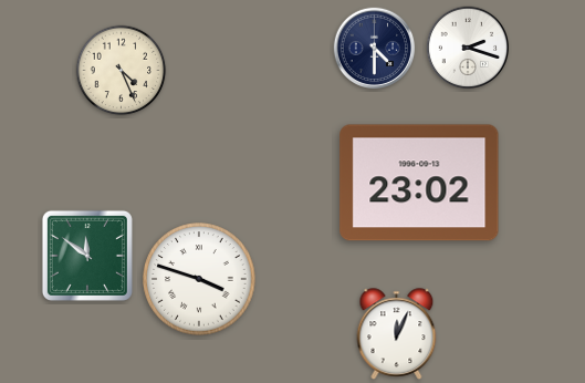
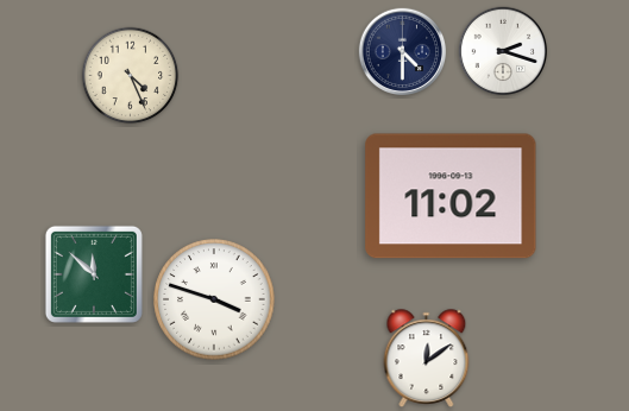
clock at (419, 183): 23:02 -> 11:02
clock at (87, 256): 11:51 -> 11:52
clock at (397, 334): 12:04 -> 12:09
